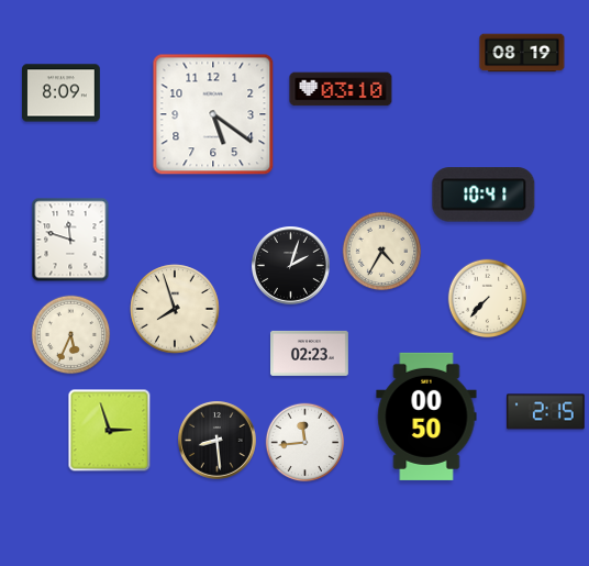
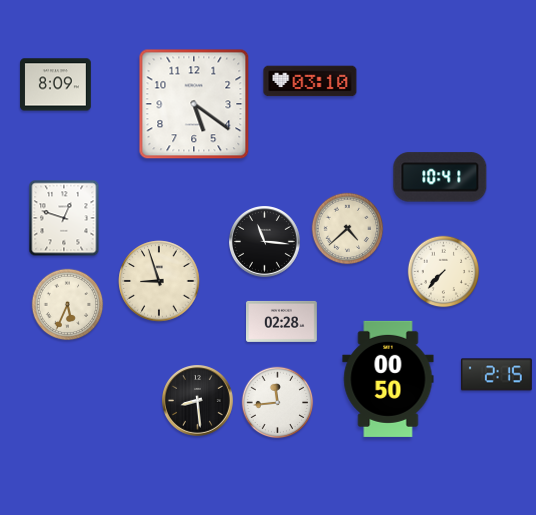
clock at (522, 53): 08:19 -> none
clock at (70, 240): 11:48 -> 12:48
clock at (382, 252): 4:35 -> 4:38
clock at (291, 266): 2:03 -> 11:16
clock at (175, 309): 7:57 -> 8:57
clock at (71, 335) position: (71, 335) -> (68, 305)
clock at (310, 353): 02:23 -> 02:28
clock at (110, 431): 2:57 -> none
